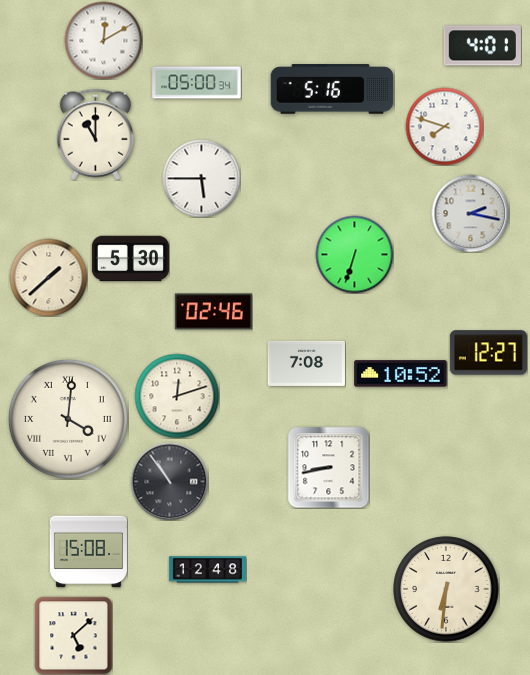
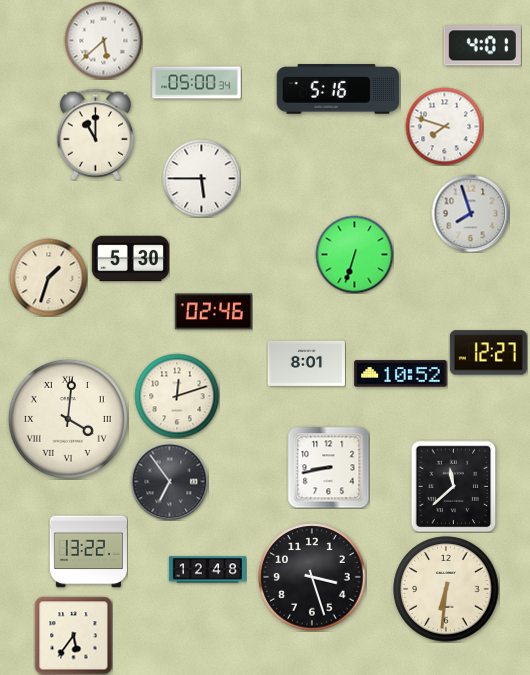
clock at (103, 40): 12:10 -> 5:38
clock at (332, 89) position: (332, 89) -> (338, 89)
clock at (470, 213): 2:17 -> 7:57
clock at (48, 277): 1:38 -> 1:33
clock at (306, 363): 7:08 -> 8:01
clock at (169, 481): 10:54 -> 6:54
clock at (454, 486): none -> 11:38
clock at (88, 552): 15:08 -> 13:22
clock at (312, 577): none -> 3:27
clock at (73, 635): 5:08 -> 5:36
